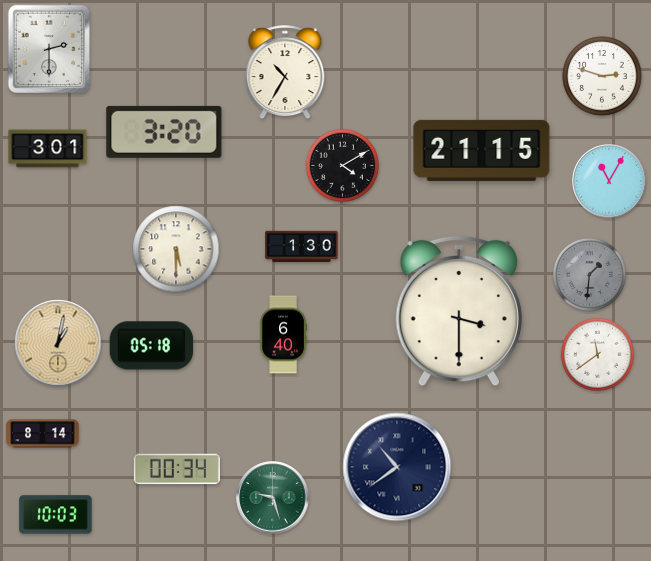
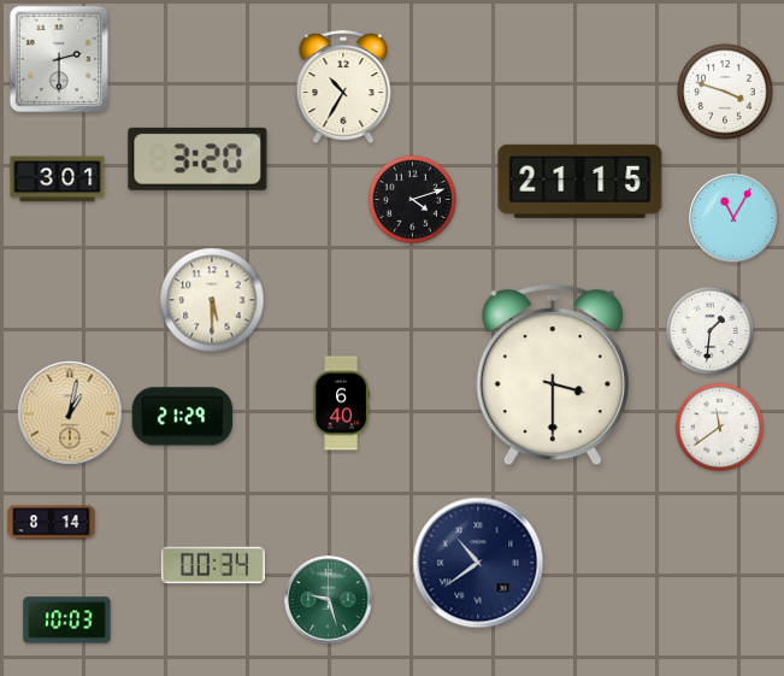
clock at (602, 76): 2:48 -> 3:48
clock at (342, 165): 4:10 -> 4:12
clock at (302, 246): 1:30 -> none
clock at (589, 274) dial: grey -> white
clock at (152, 346): 05:18 -> 21:29
